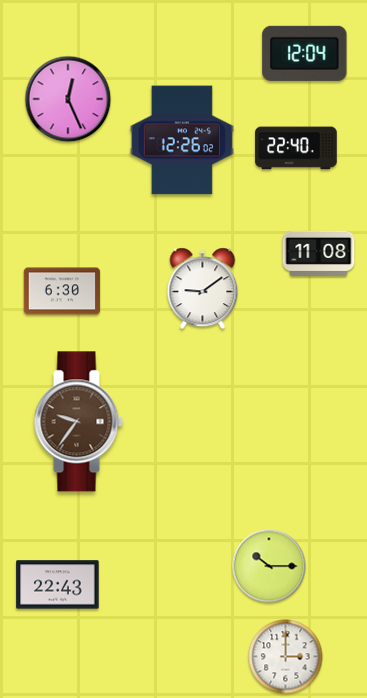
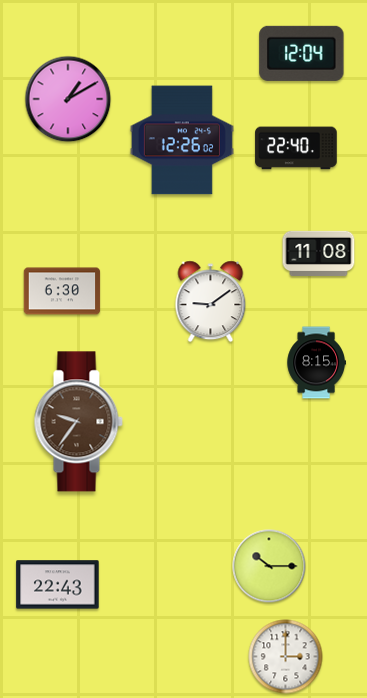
clock at (305, 53) position: (305, 53) -> (302, 53)
clock at (68, 99): 12:26 -> 1:10
clock at (203, 289) position: (203, 289) -> (211, 302)
clock at (316, 363): none -> 8:15
